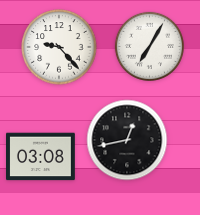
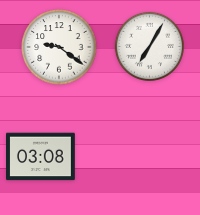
clock at (59, 47): 9:23 -> 9:21
clock at (127, 140): 12:43 -> none
